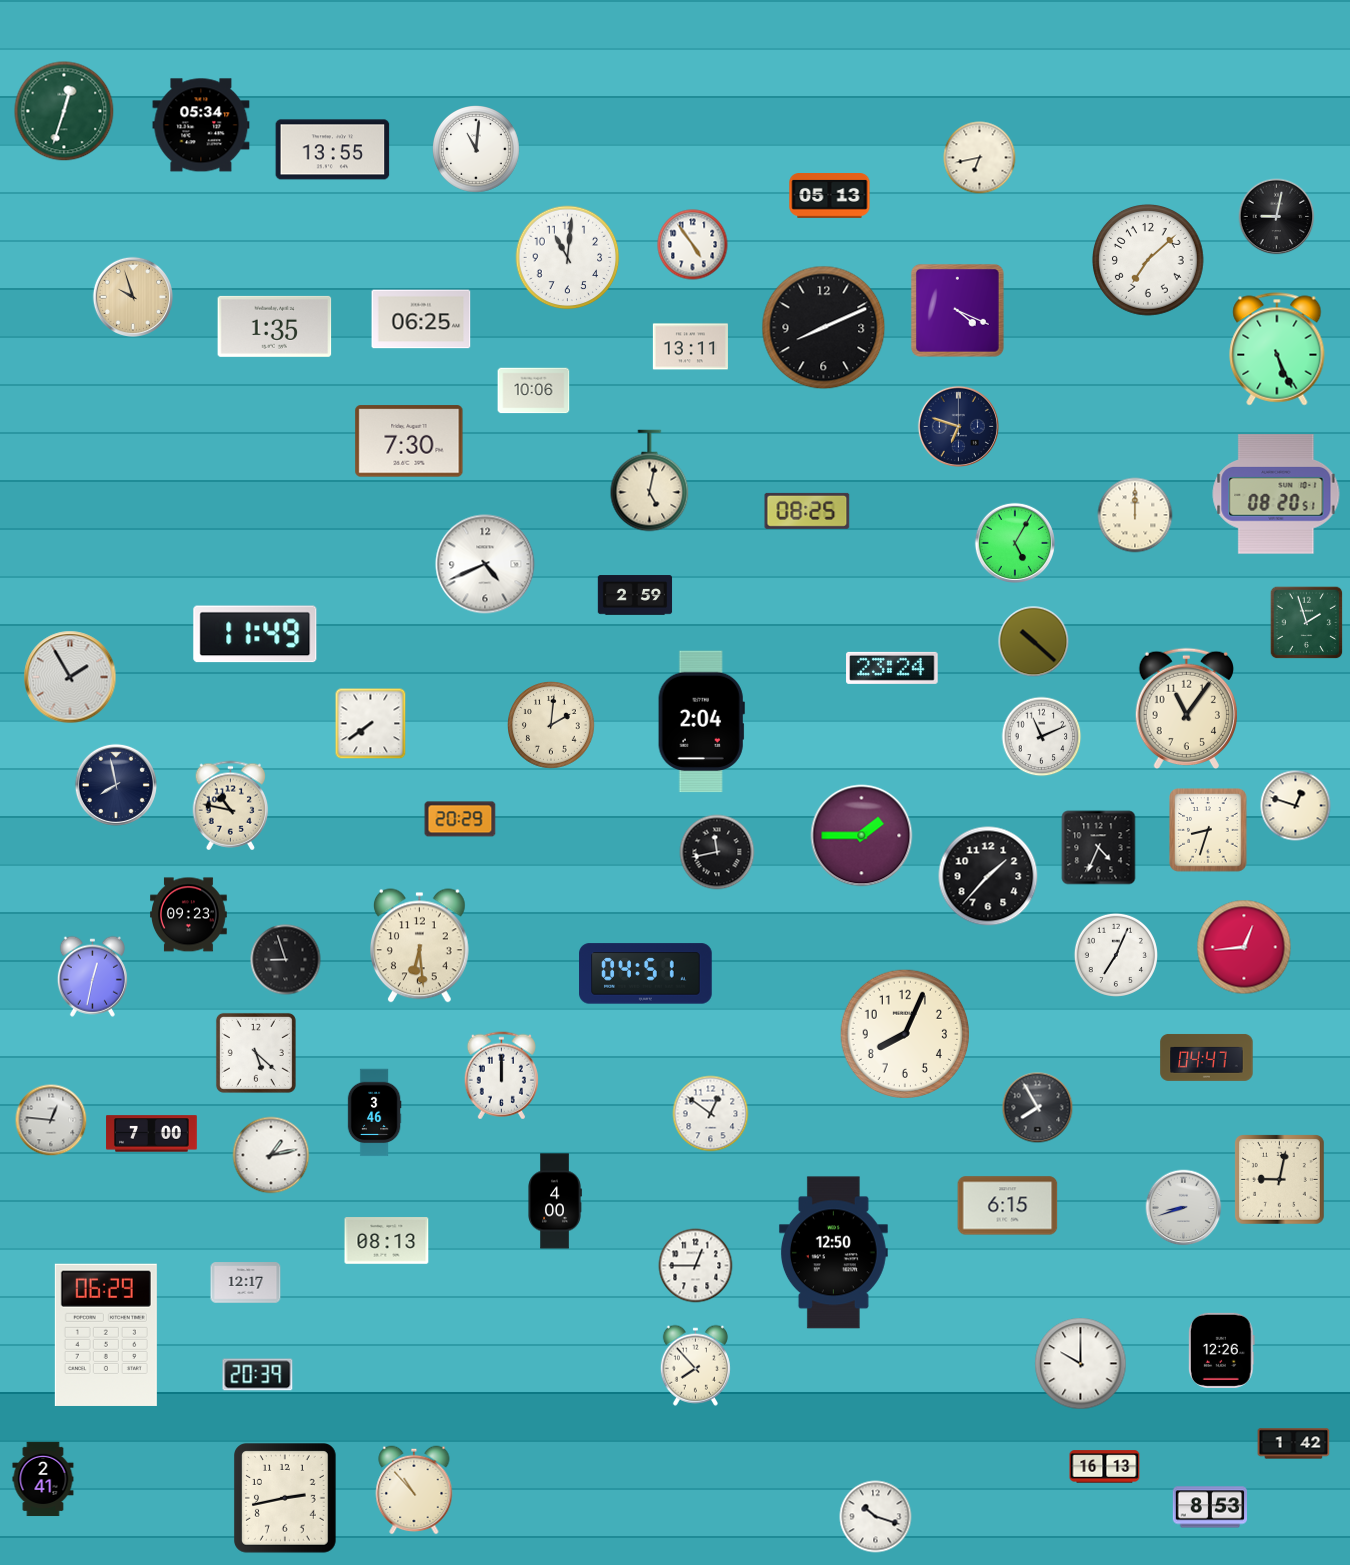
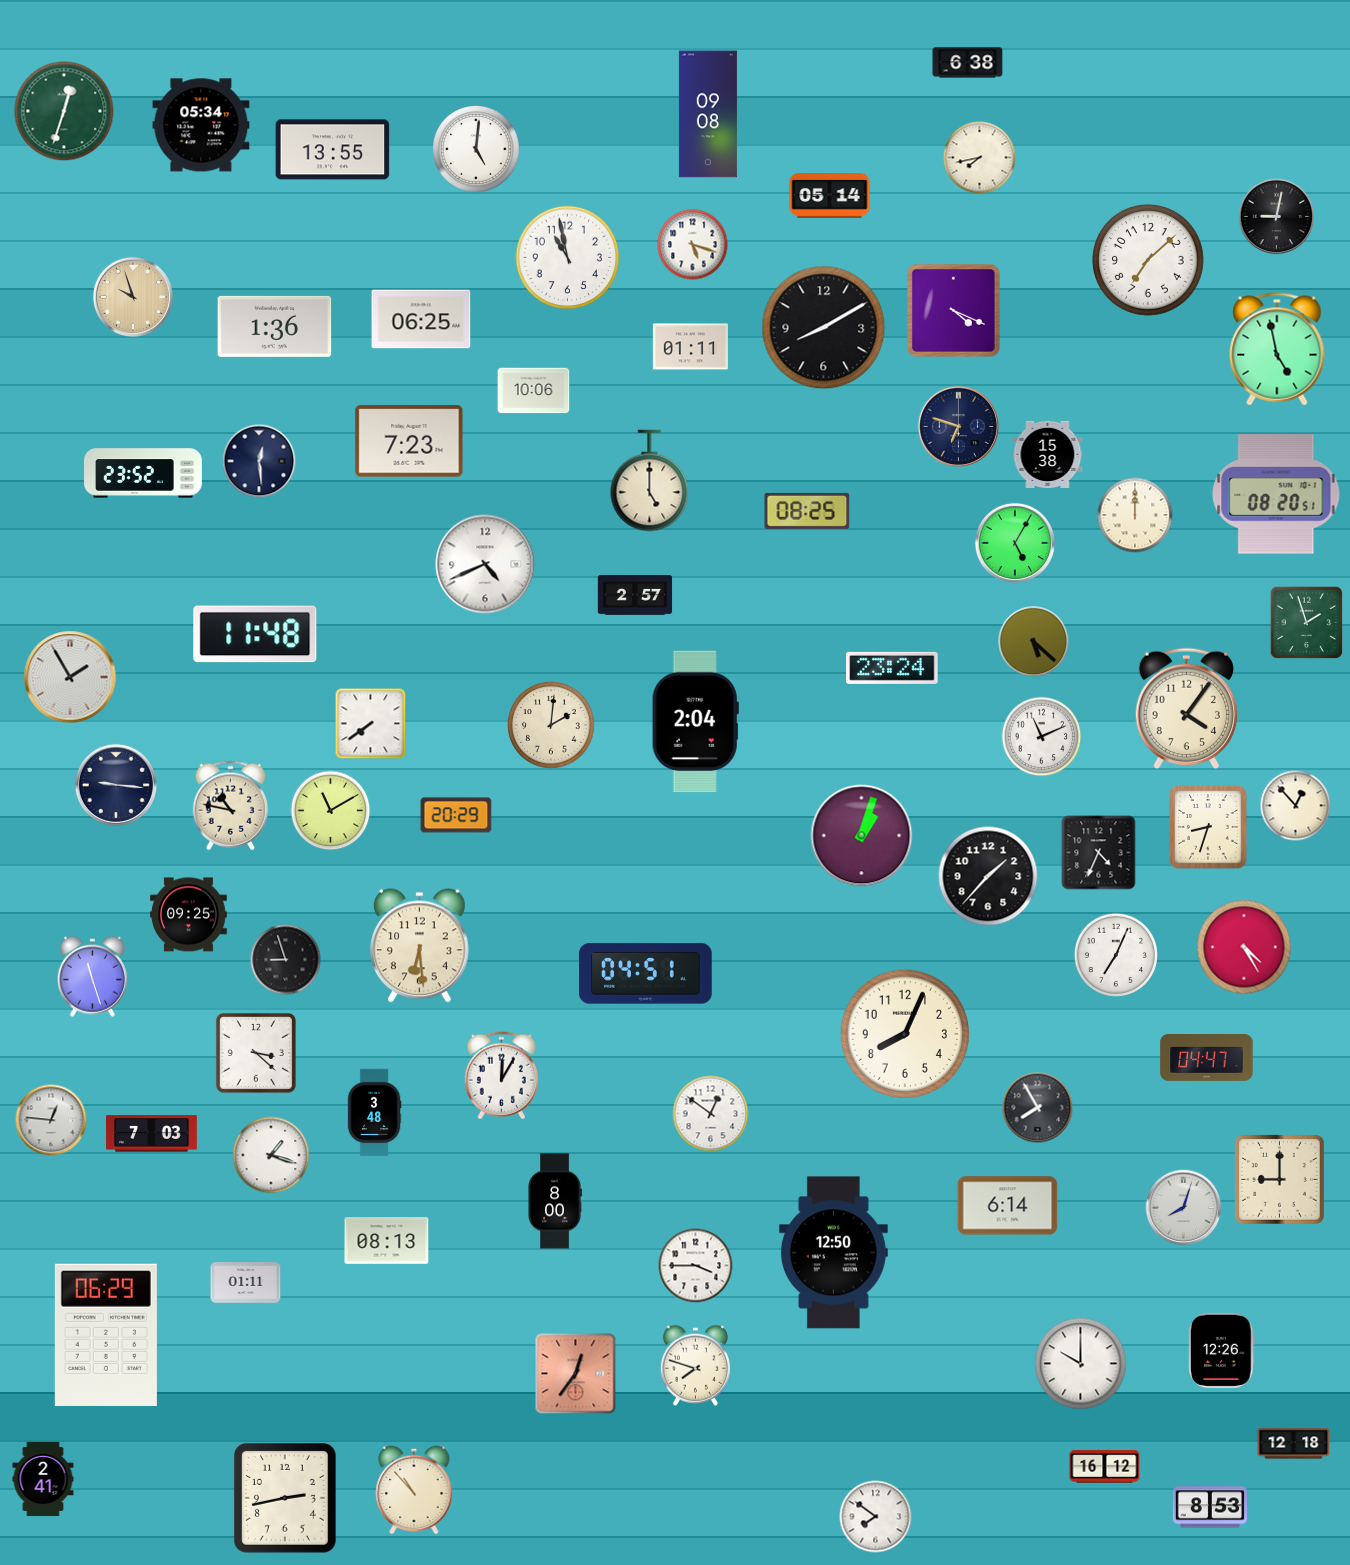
clock at (968, 63): none -> 6:38
clock at (708, 114): none -> 09:08
clock at (477, 150): 11:01 -> 5:01
clock at (980, 158): 6:43 -> 7:43
clock at (830, 196): 05:13 -> 05:14
clock at (693, 245): 4:54 -> 5:18
clock at (568, 258): 11:01 -> 10:58
clock at (957, 310) position: (957, 310) -> (953, 310)
clock at (275, 326): 1:35 -> 1:36
clock at (824, 328): 8:11 -> 8:10
clock at (690, 347): 13:11 -> 01:11
clock at (1277, 349): 5:26 -> 4:58
clock at (409, 441): 7:30 -> 7:23
clock at (1048, 454): none -> 15:38
clock at (259, 461): none -> 12:29
clock at (144, 473): none -> 23:52
clock at (650, 481): 5:02 -> 5:00
clock at (635, 595): 2:59 -> 2:57
clock at (255, 634): 11:49 -> 11:48
clock at (1034, 642): 10:22 -> 5:22
clock at (1186, 709): 11:06 -> 4:06
clock at (701, 722) position: (701, 722) -> (695, 722)
clock at (116, 785): 7:58 -> 9:16
clock at (1296, 806): 12:48 -> 12:53
clock at (331, 811): none -> 11:10
clock at (460, 819) position: (460, 819) -> (456, 815)
clock at (1208, 830) position: (1208, 830) -> (1208, 827)
clock at (862, 836): 1:45 -> 1:03
clock at (1099, 848) position: (1099, 848) -> (1099, 853)
clock at (717, 852): 11:43 -> none
clock at (189, 915): 09:23 -> 09:25
clock at (1244, 947): 12:44 -> 4:25
clock at (92, 976): 12:32 -> 11:27
clock at (256, 1053): 5:22 -> 3:22
clock at (501, 1076): 12:00 -> 12:05
clock at (374, 1113): 3:46 -> 3:48
clock at (152, 1134): 7:00 -> 7:03
clock at (271, 1155): 1:13 -> 1:18
clock at (1280, 1180): 9:02 -> 9:00
clock at (555, 1201): 4:00 -> 8:00
clock at (1008, 1206): 6:15 -> 6:14
clock at (1184, 1208): 8:42 -> 8:03
clock at (696, 1266): 12:45 -> 3:45
clock at (246, 1283): 12:17 -> 01:11
clock at (695, 1365): 7:53 -> 7:48
clock at (576, 1374): none -> 12:36
clock at (258, 1375): 20:39 -> none
clock at (1294, 1444): 1:42 -> 12:18
clock at (1105, 1467): 16:13 -> 16:12
clock at (876, 1517): 10:18 -> 7:51
